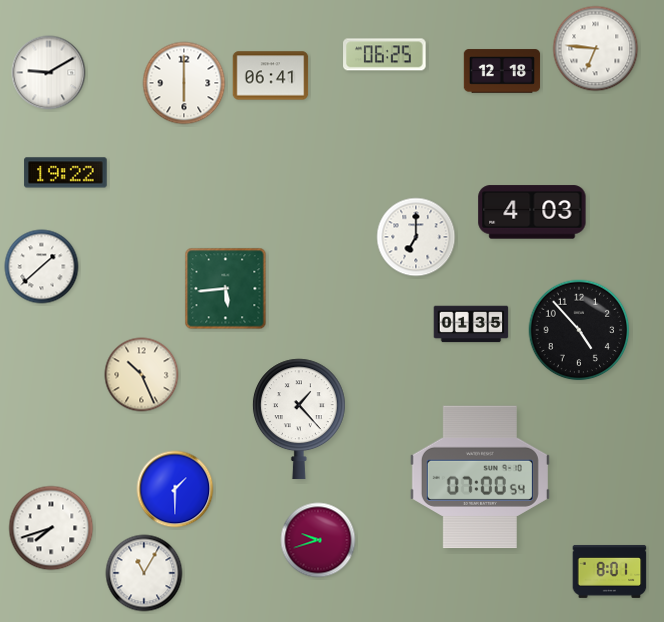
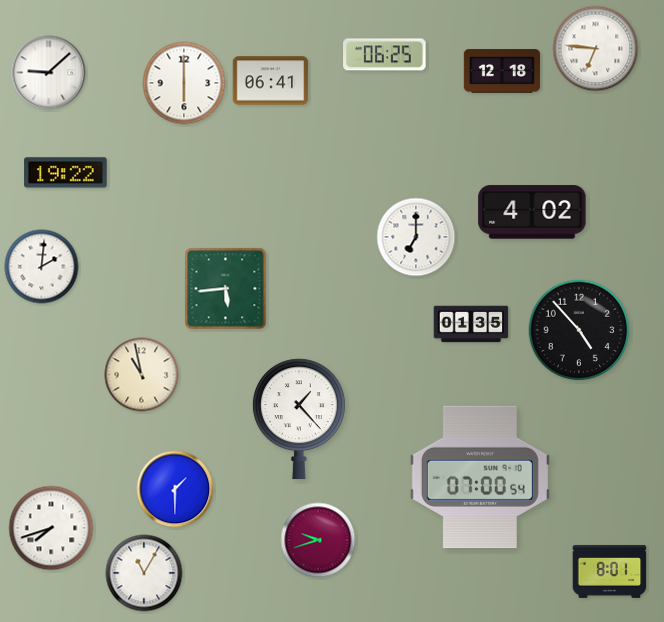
clock at (49, 73): 9:10 -> 9:08
clock at (271, 76) position: (271, 76) -> (271, 81)
clock at (532, 212): 4:03 -> 4:02
clock at (42, 267): 1:38 -> 2:01
clock at (142, 375): 10:26 -> 10:58
